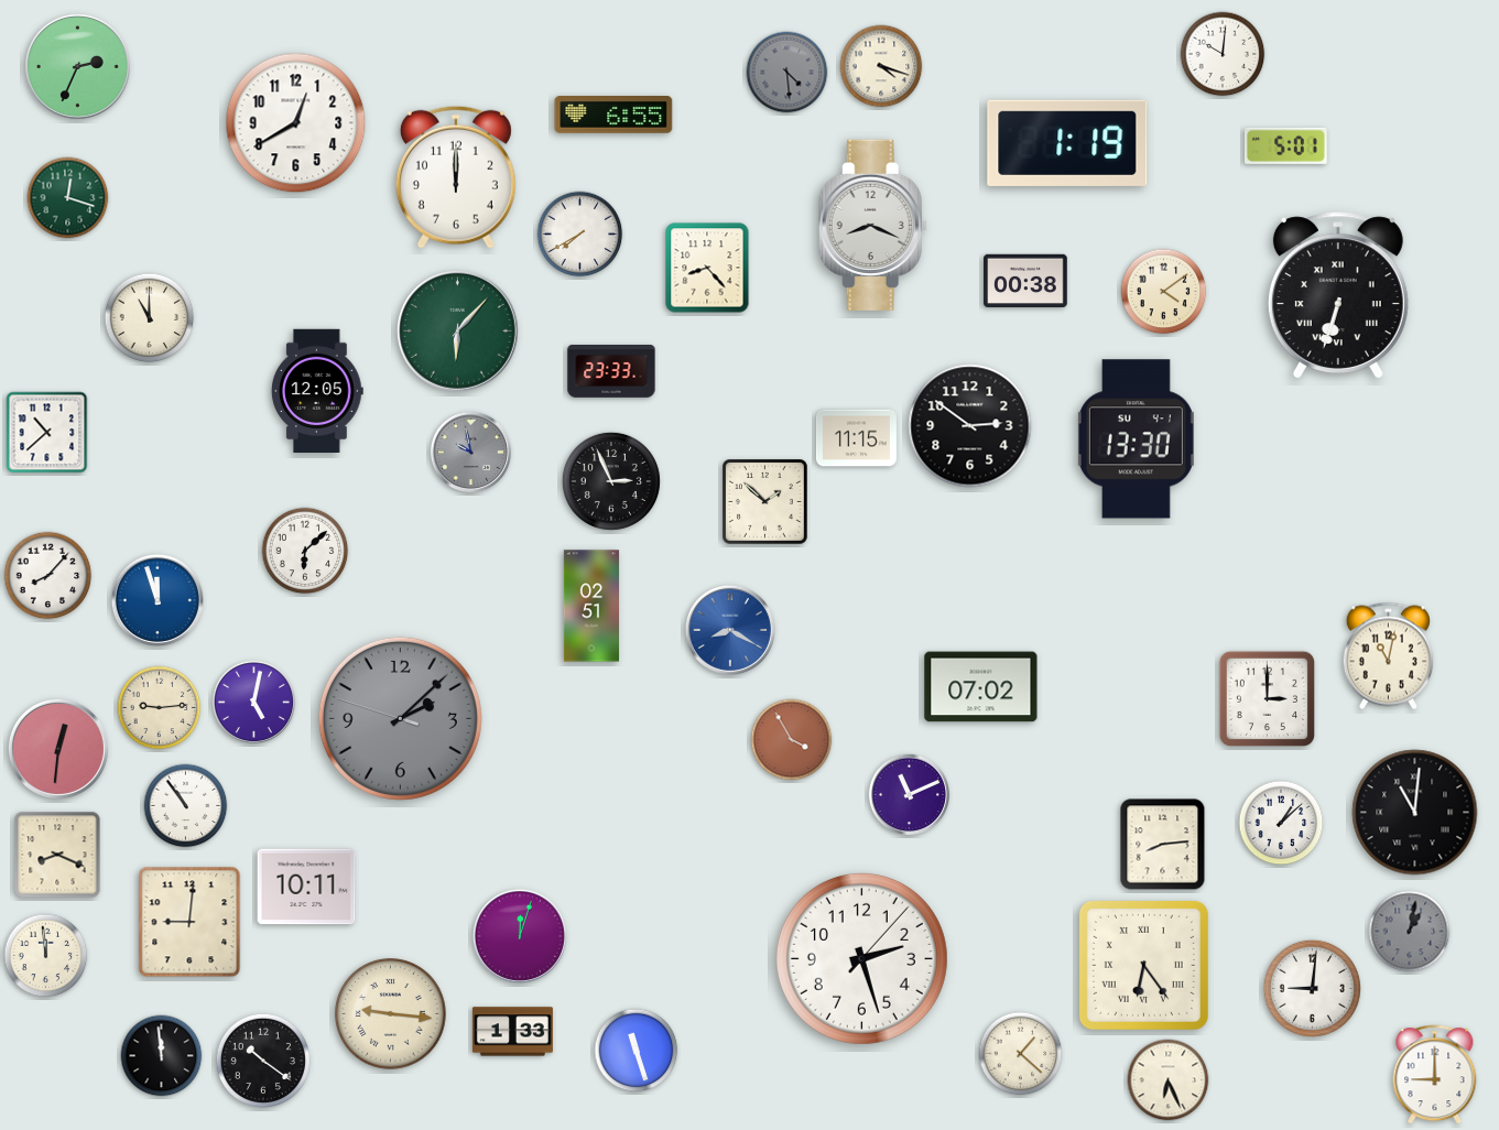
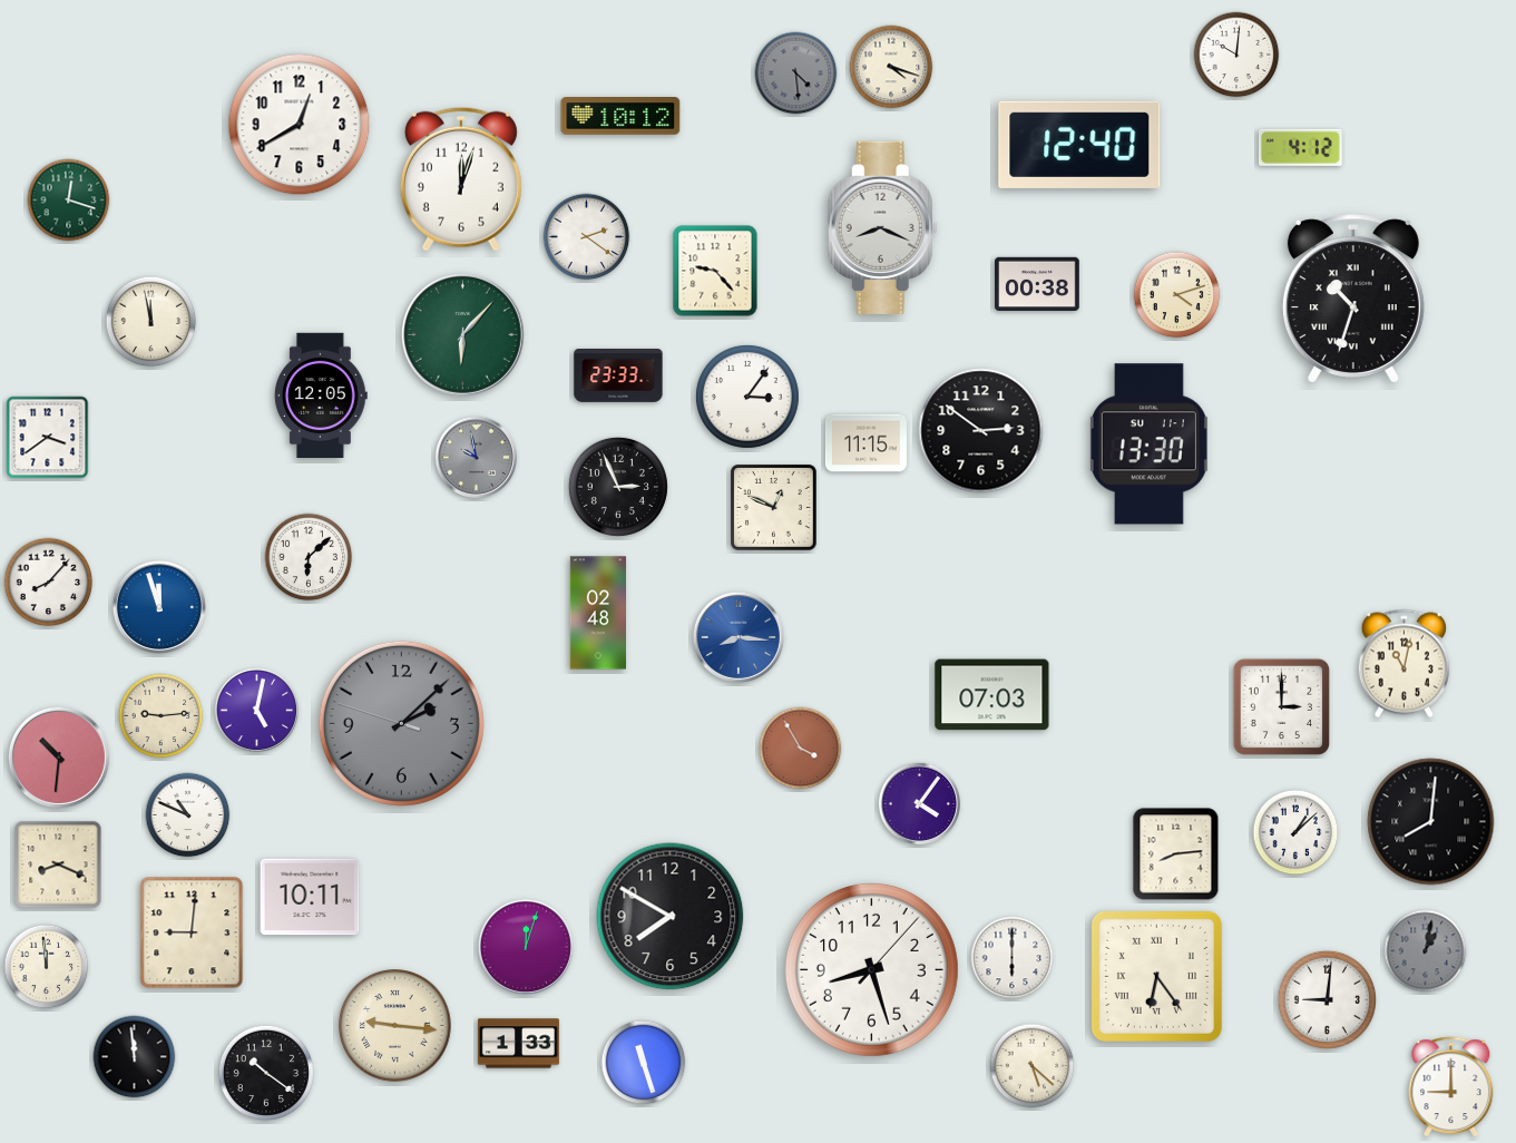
clock at (77, 66): 2:34 -> none
clock at (613, 116): 6:55 -> 10:12
clock at (1067, 143): 1:19 -> 12:40
clock at (1285, 145): 5:01 -> 4:12
clock at (456, 177): 12:00 -> 12:03
clock at (580, 235): 7:40 -> 2:21
clock at (707, 268): 8:23 -> 9:23
clock at (1164, 292): 4:09 -> 4:12
clock at (1338, 295): 6:33 -> 10:33
clock at (150, 318): 11:00 -> 11:58
clock at (747, 397): none -> 3:06
clock at (47, 433): 10:38 -> 3:39
clock at (1136, 439) date: SU 4-1 -> SU 11-1
clock at (765, 502): 1:52 -> 12:49
clock at (590, 606): 02:51 -> 02:48
clock at (730, 630): 8:20 -> 8:16
clock at (981, 687): 07:02 -> 07:03
clock at (400, 718) position: (400, 718) -> (401, 723)
clock at (58, 749): 12:31 -> 10:31
clock at (909, 794): 11:11 -> 4:06
clock at (186, 806): 10:54 -> 10:49
clock at (1415, 813): 11:01 -> 8:01
clock at (671, 917): none -> 7:50
clock at (1410, 932) position: (1410, 932) -> (1426, 951)
clock at (1013, 958): none -> 6:00
clock at (861, 958): 2:27 -> 8:27
clock at (1021, 1054): 1:22 -> 5:22
clock at (162, 1056) position: (162, 1056) -> (135, 1057)
clock at (1169, 1080): 6:26 -> none
